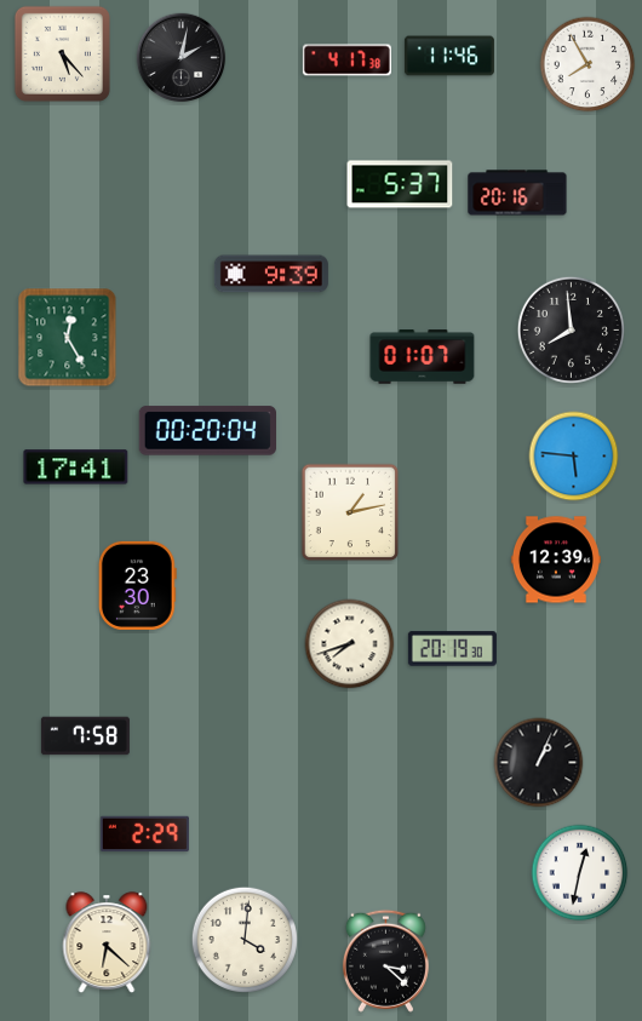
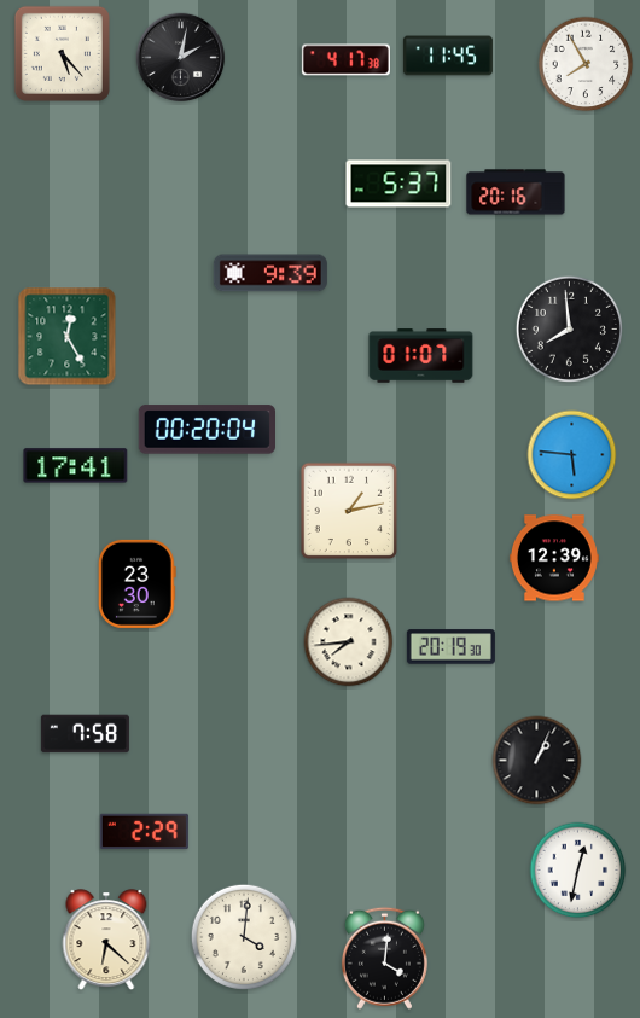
clock at (449, 56): 11:46 -> 11:45
clock at (350, 644): 7:42 -> 7:44
clock at (385, 960): 3:22 -> 4:01
